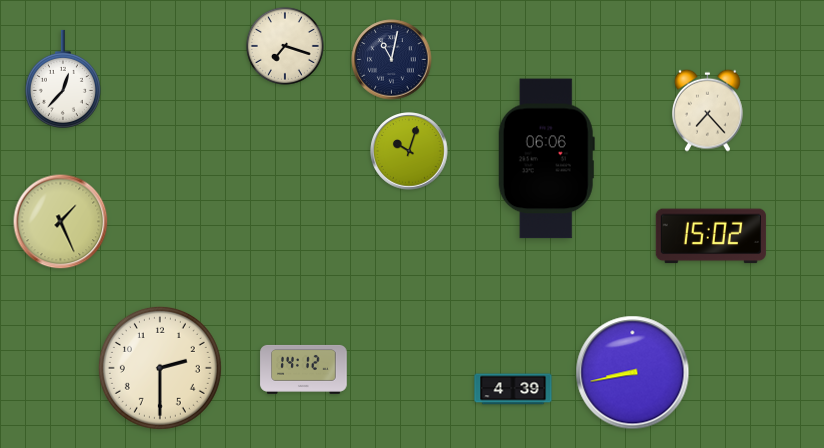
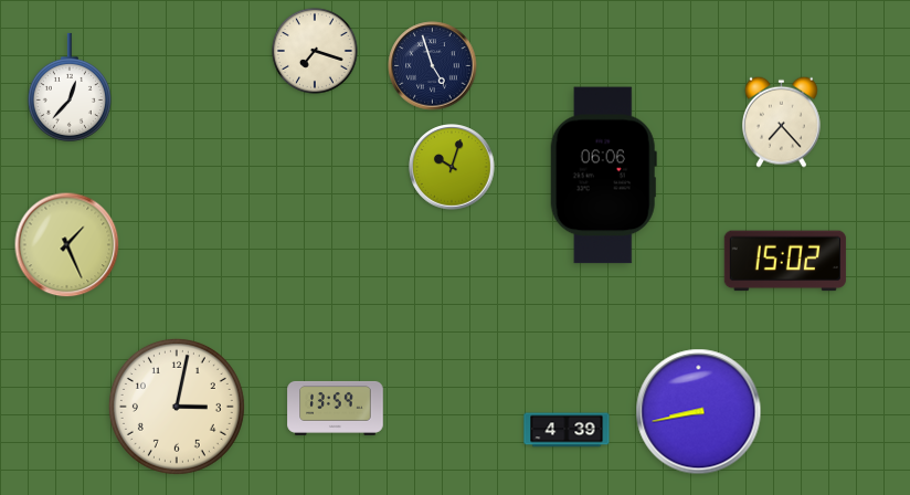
clock at (392, 60): 11:02 -> 4:57
clock at (160, 368): 2:30 -> 3:02
clock at (304, 369): 14:12 -> 13:59
